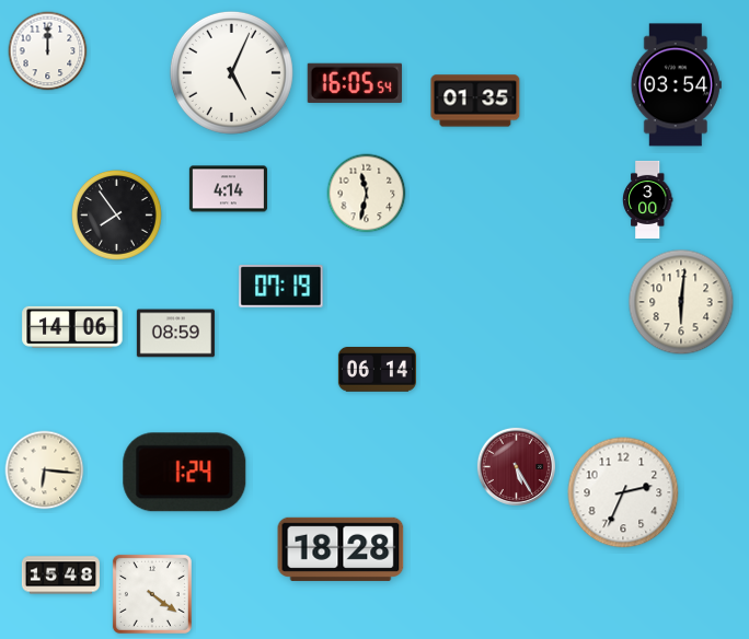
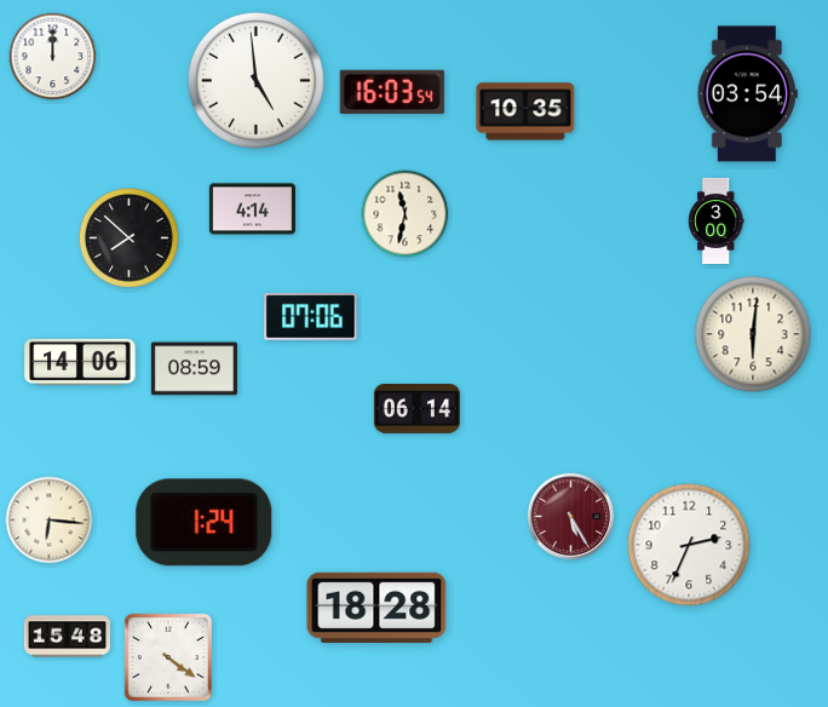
clock at (231, 72): 5:04 -> 4:59
clock at (355, 83): 16:05 -> 16:03
clock at (475, 101): 01:35 -> 10:35
clock at (117, 216): 7:54 -> 7:52
clock at (281, 287): 07:19 -> 07:06
